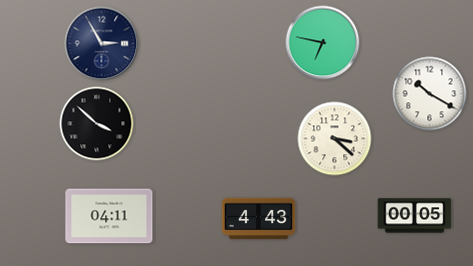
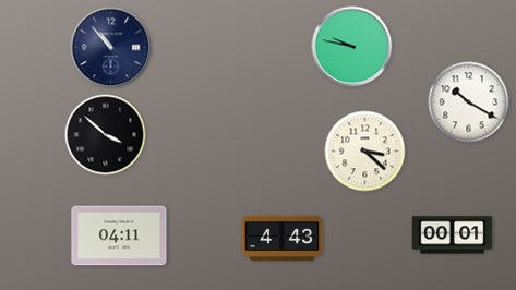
clock at (323, 43): 6:47 -> 9:47
clock at (102, 44): 2:55 -> 10:53
clock at (415, 216): 00:05 -> 00:01
